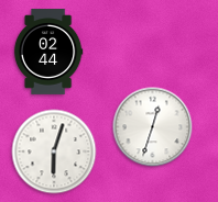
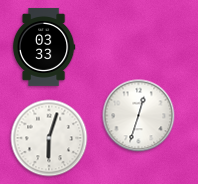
clock at (48, 52): 02:44 -> 03:33
